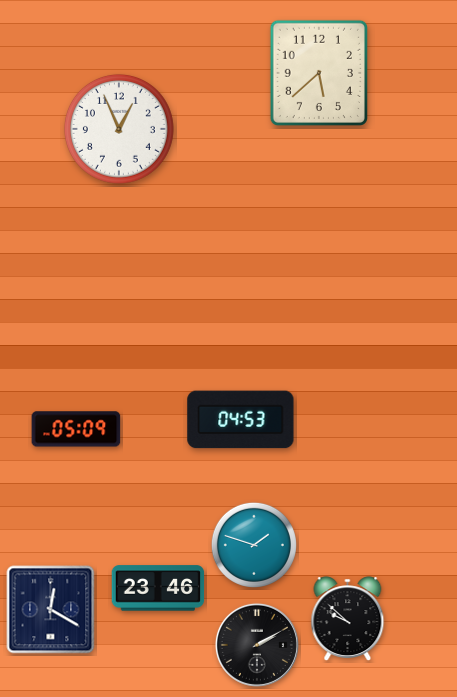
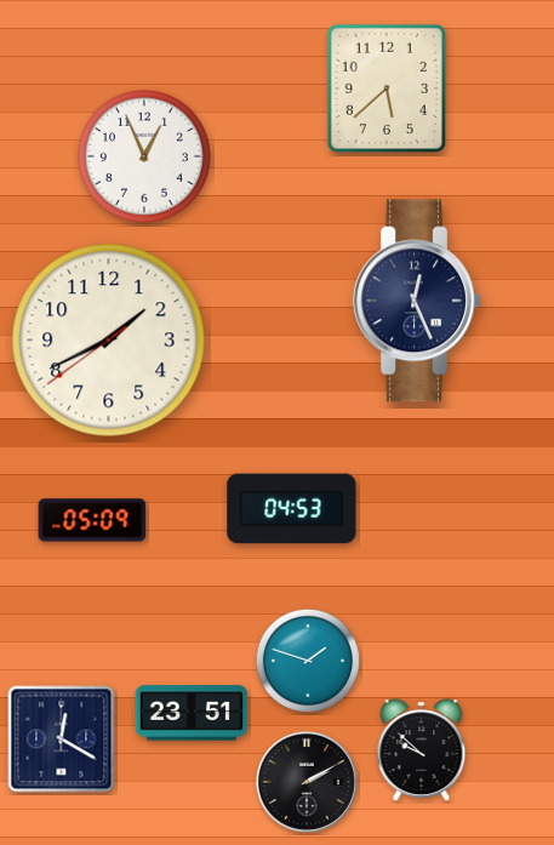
clock at (417, 301): none -> 12:26
clock at (109, 341): none -> 1:40
clock at (158, 588): 23:46 -> 23:51
clock at (257, 645) position: (257, 645) -> (307, 782)
